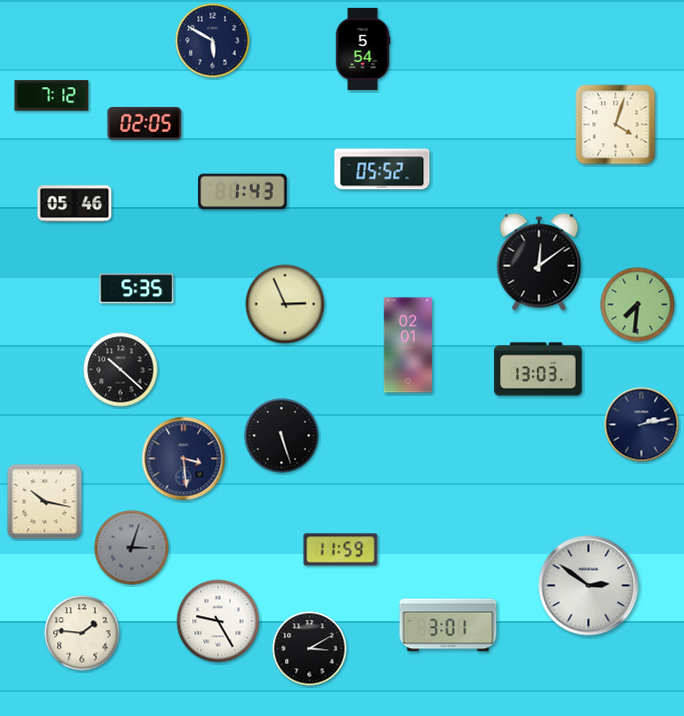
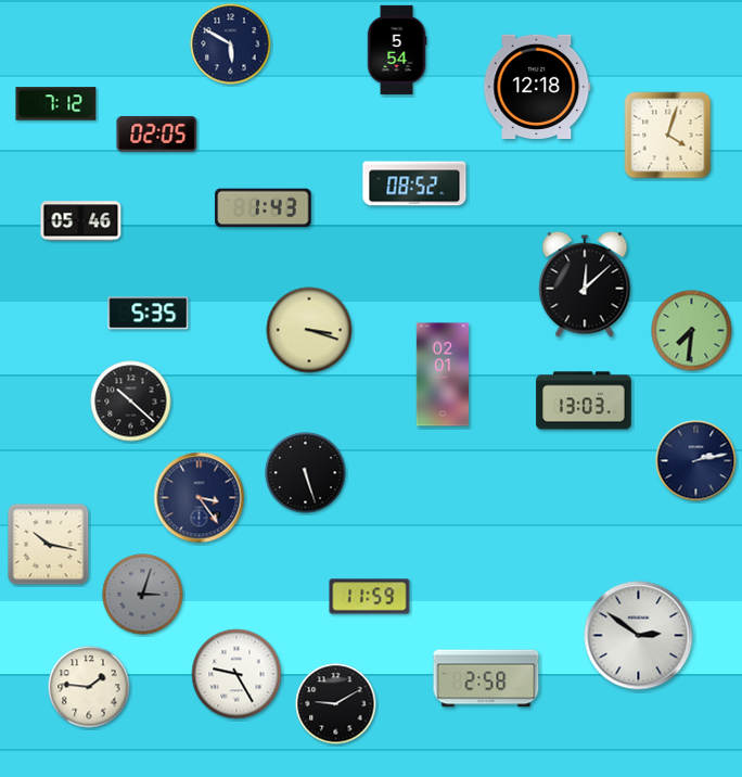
clock at (363, 48) position: (363, 48) -> (397, 49)
clock at (537, 87): none -> 12:18
clock at (382, 169): 05:52 -> 08:52
clock at (539, 262): 12:09 -> 12:08
clock at (285, 304): 2:56 -> 3:18
clock at (184, 459): 3:29 -> 3:24
clock at (448, 625): 3:01 -> 2:58
clock at (310, 649): 3:10 -> 9:10
